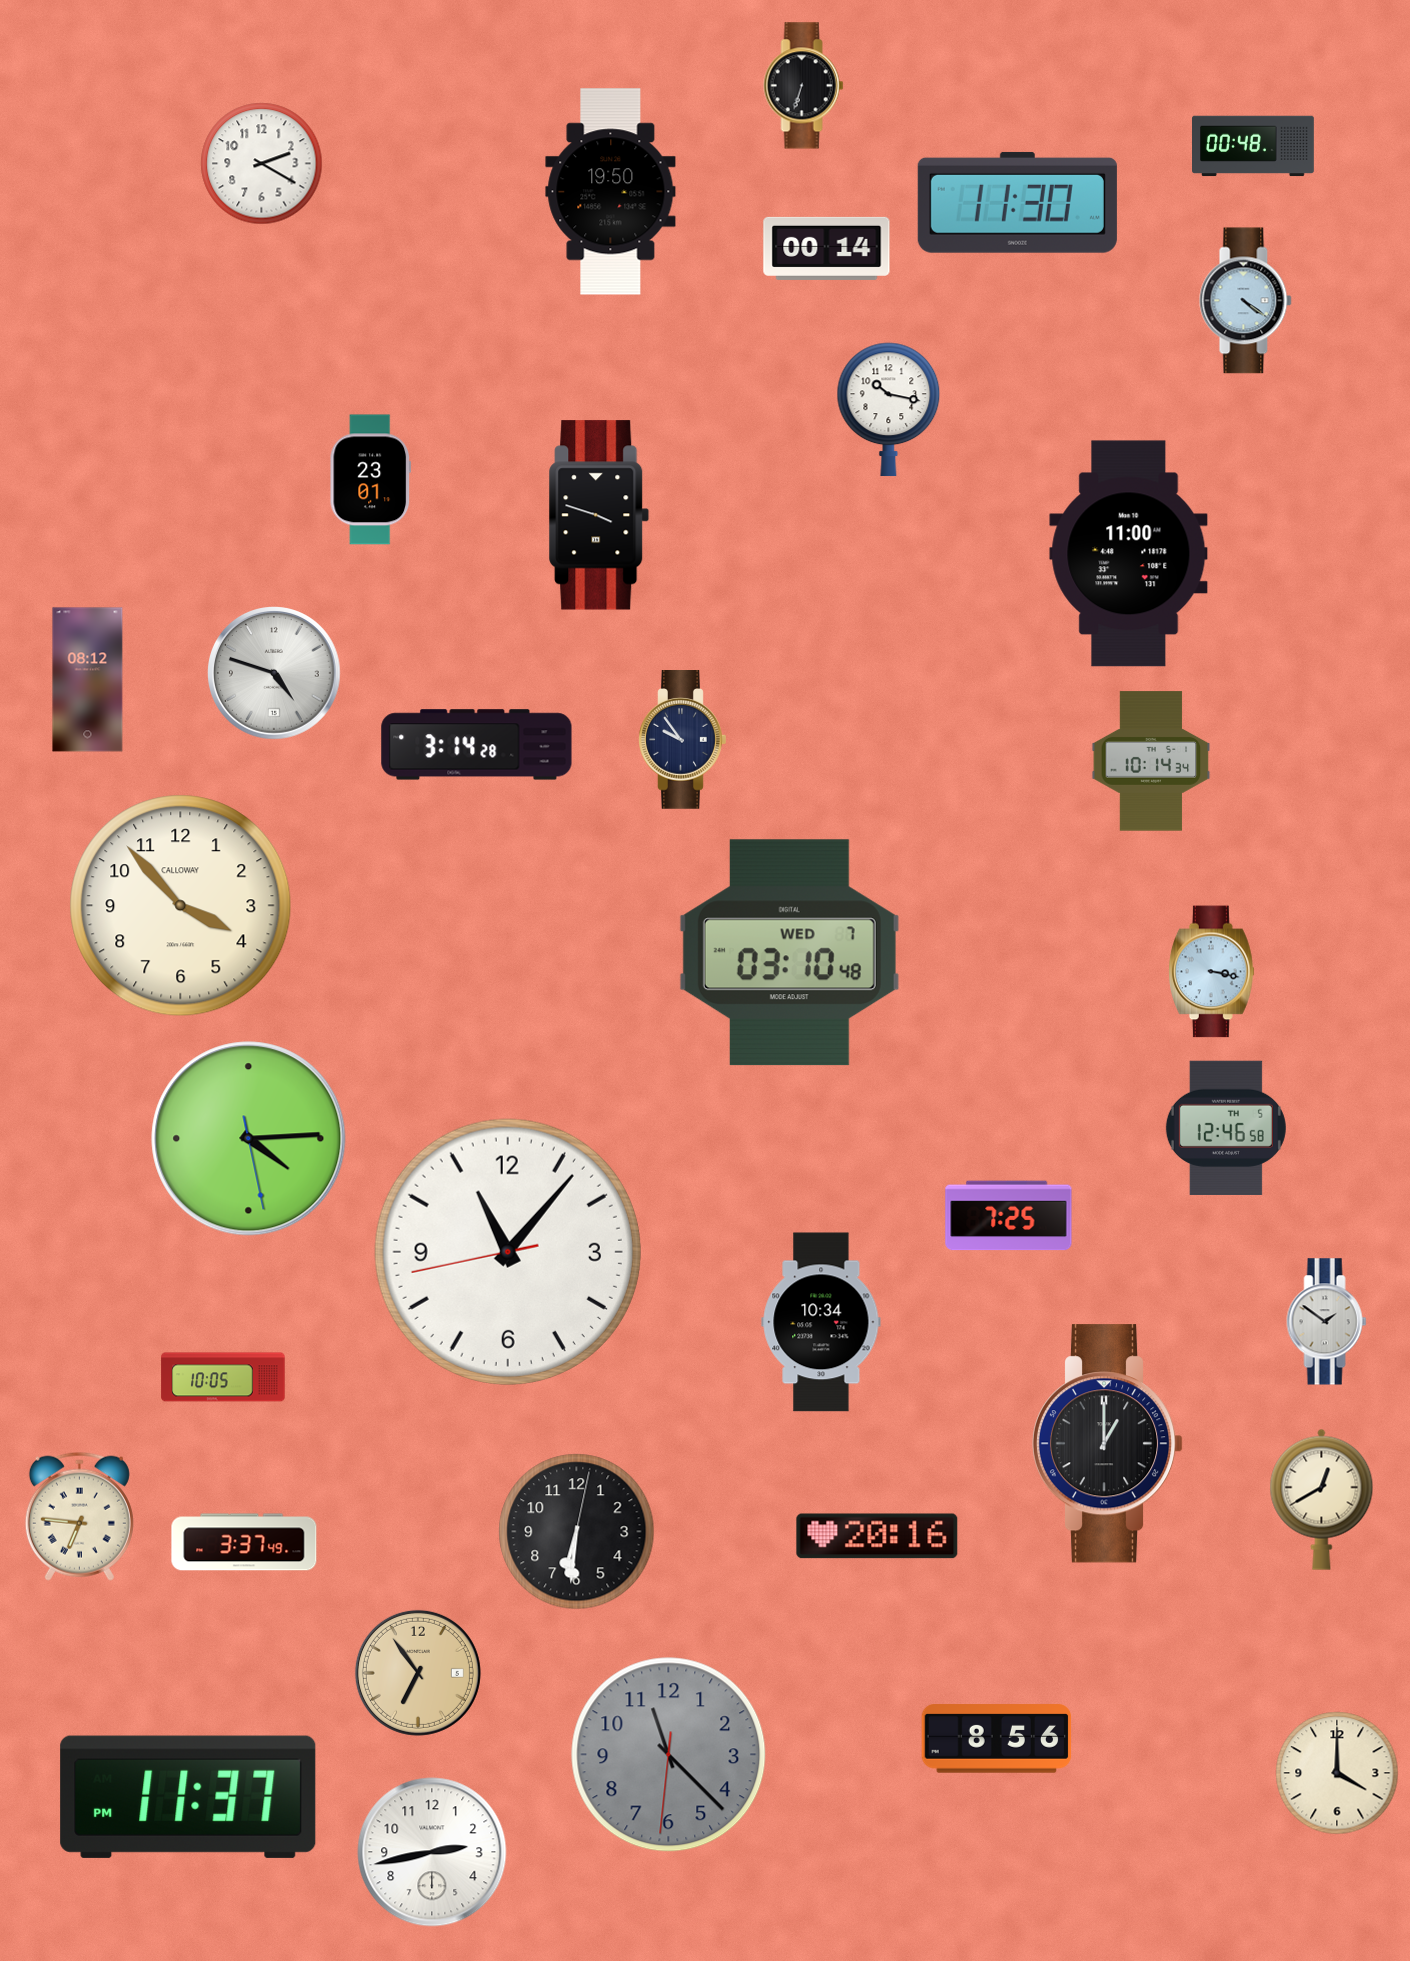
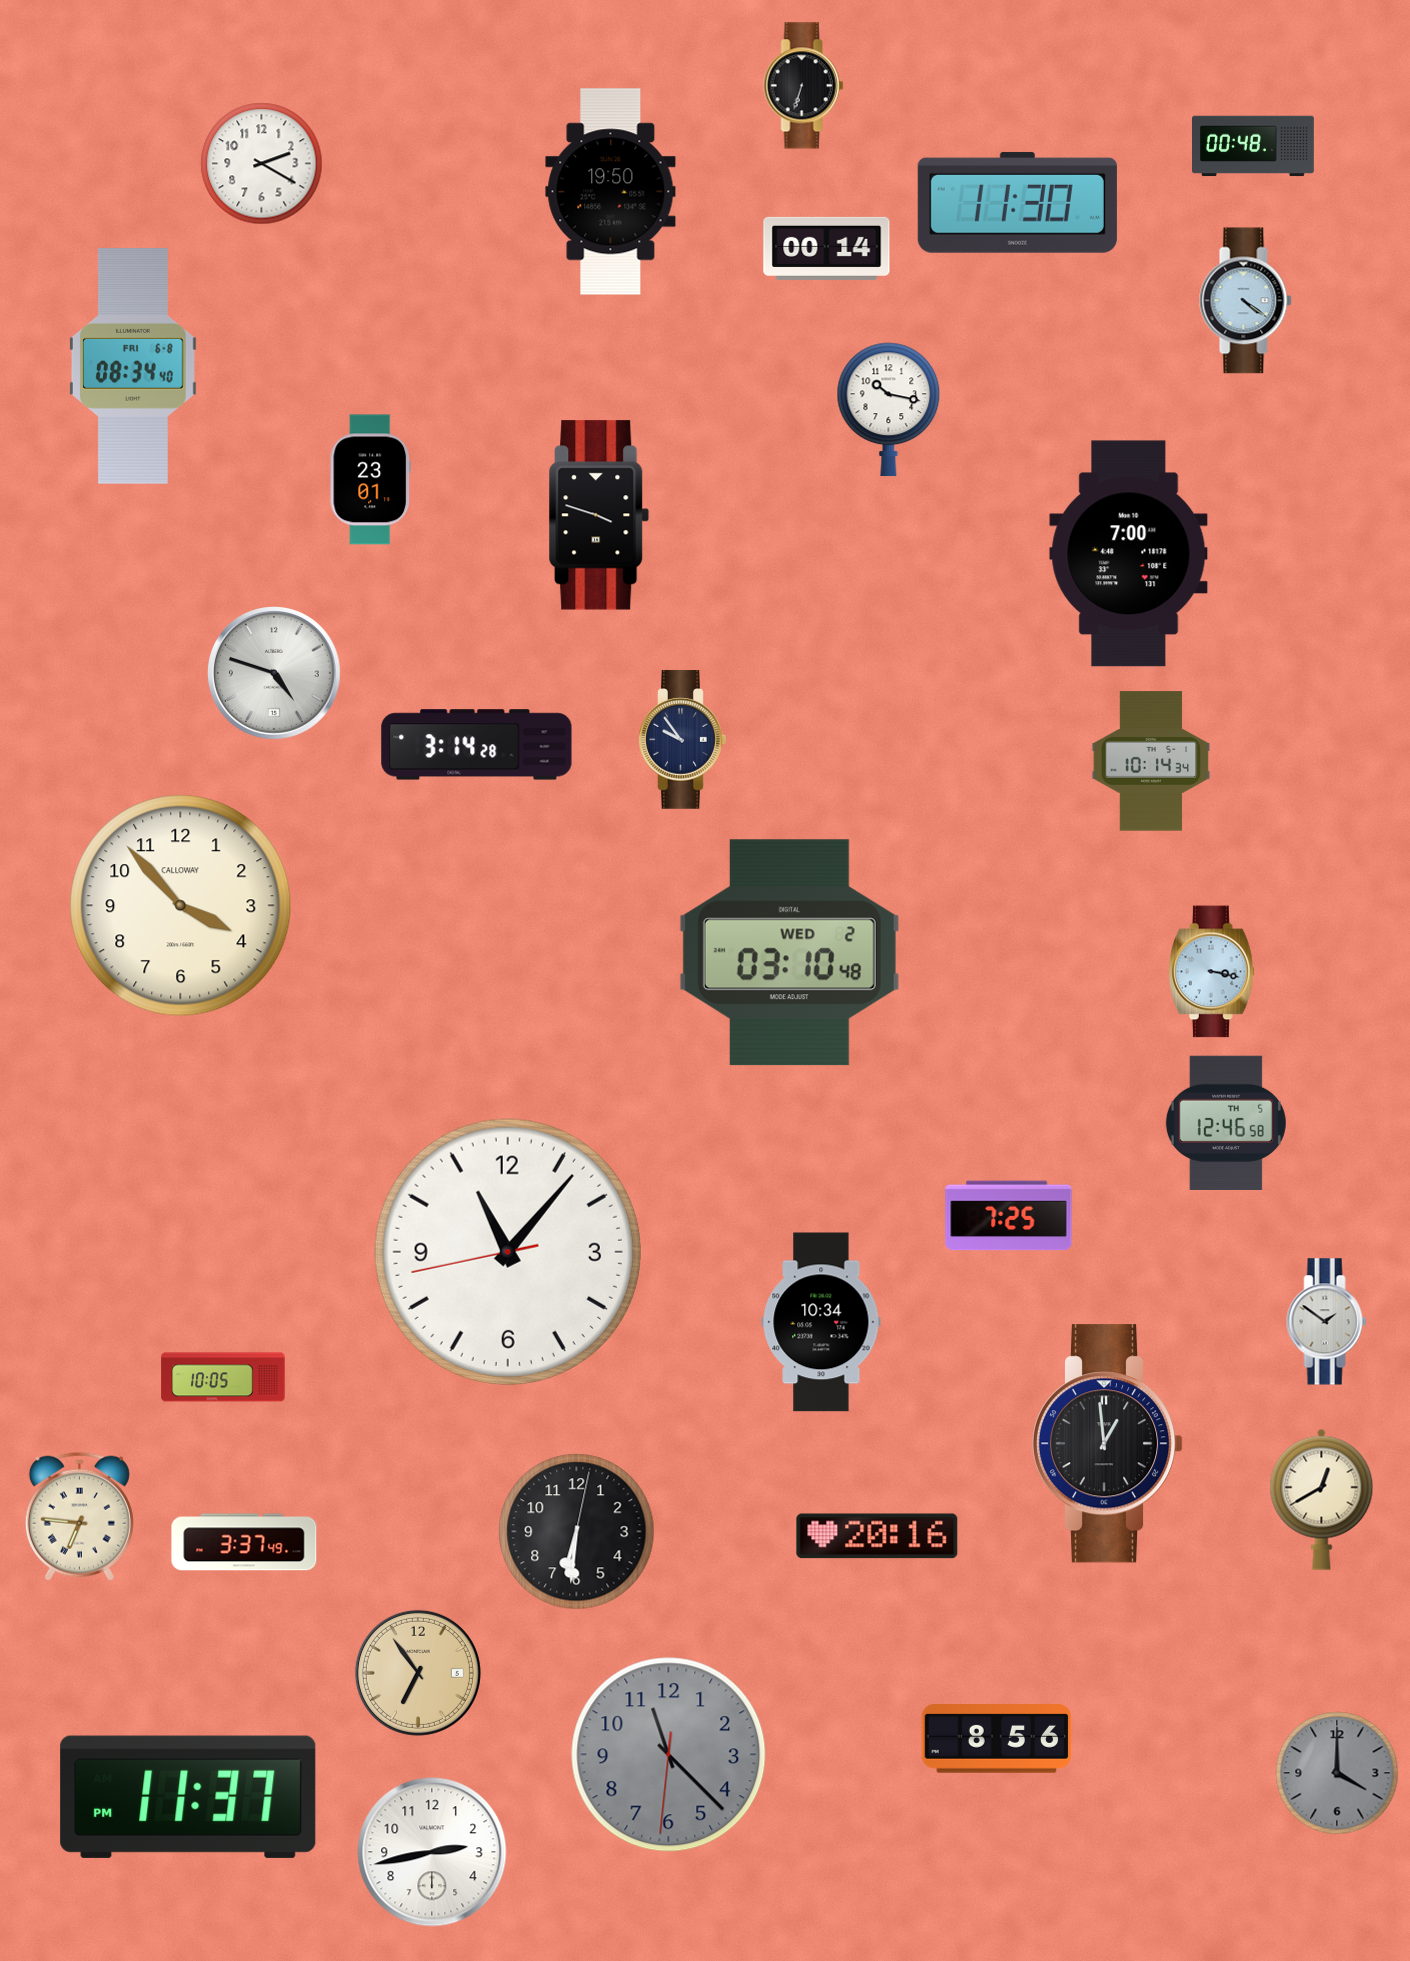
clock at (133, 366): none -> 08:34
clock at (1129, 554): 11:00 -> 7:00
clock at (88, 680): 08:12 -> none
clock at (789, 953) date: WED 7 -> WED 2
clock at (1226, 1128) position: (1226, 1128) -> (1226, 1123)
clock at (249, 1139): 4:14 -> none
clock at (1108, 1444): 1:00 -> 12:59
clock at (1337, 1773) dial: cream -> grey
